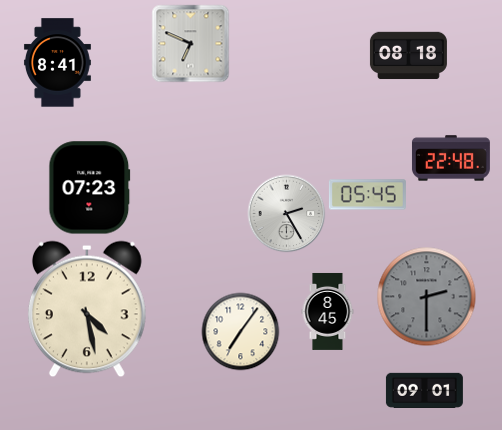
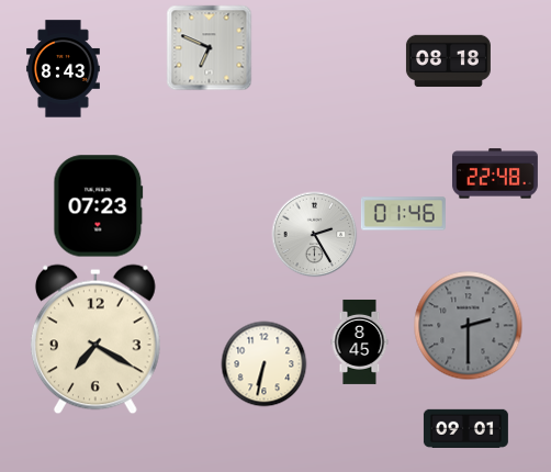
clock at (57, 63): 8:41 -> 8:43
clock at (367, 195): 05:45 -> 01:46
clock at (87, 309): 4:28 -> 7:20
clock at (240, 331): 7:06 -> 6:32
